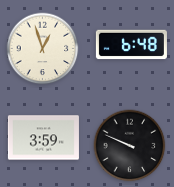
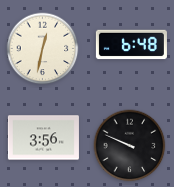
clock at (43, 49): 12:57 -> 12:32
clock at (43, 138): 3:59 -> 3:56
